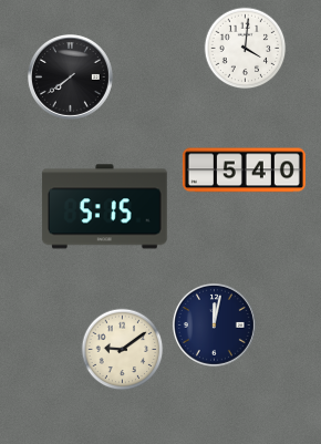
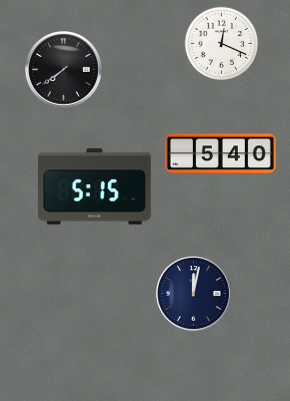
clock at (246, 49): 4:01 -> 12:19
clock at (123, 350): 9:09 -> none
